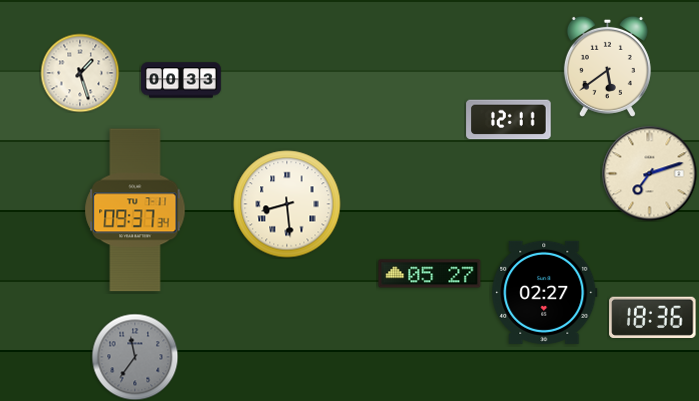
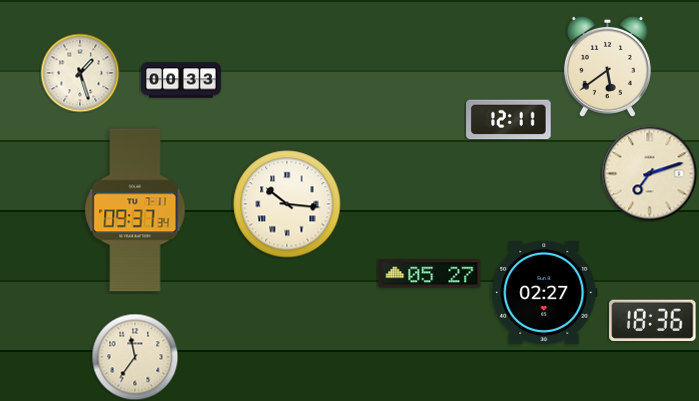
clock at (287, 204): 8:29 -> 10:16
clock at (653, 317) position: (653, 317) -> (653, 320)
clock at (135, 357) dial: grey -> cream
